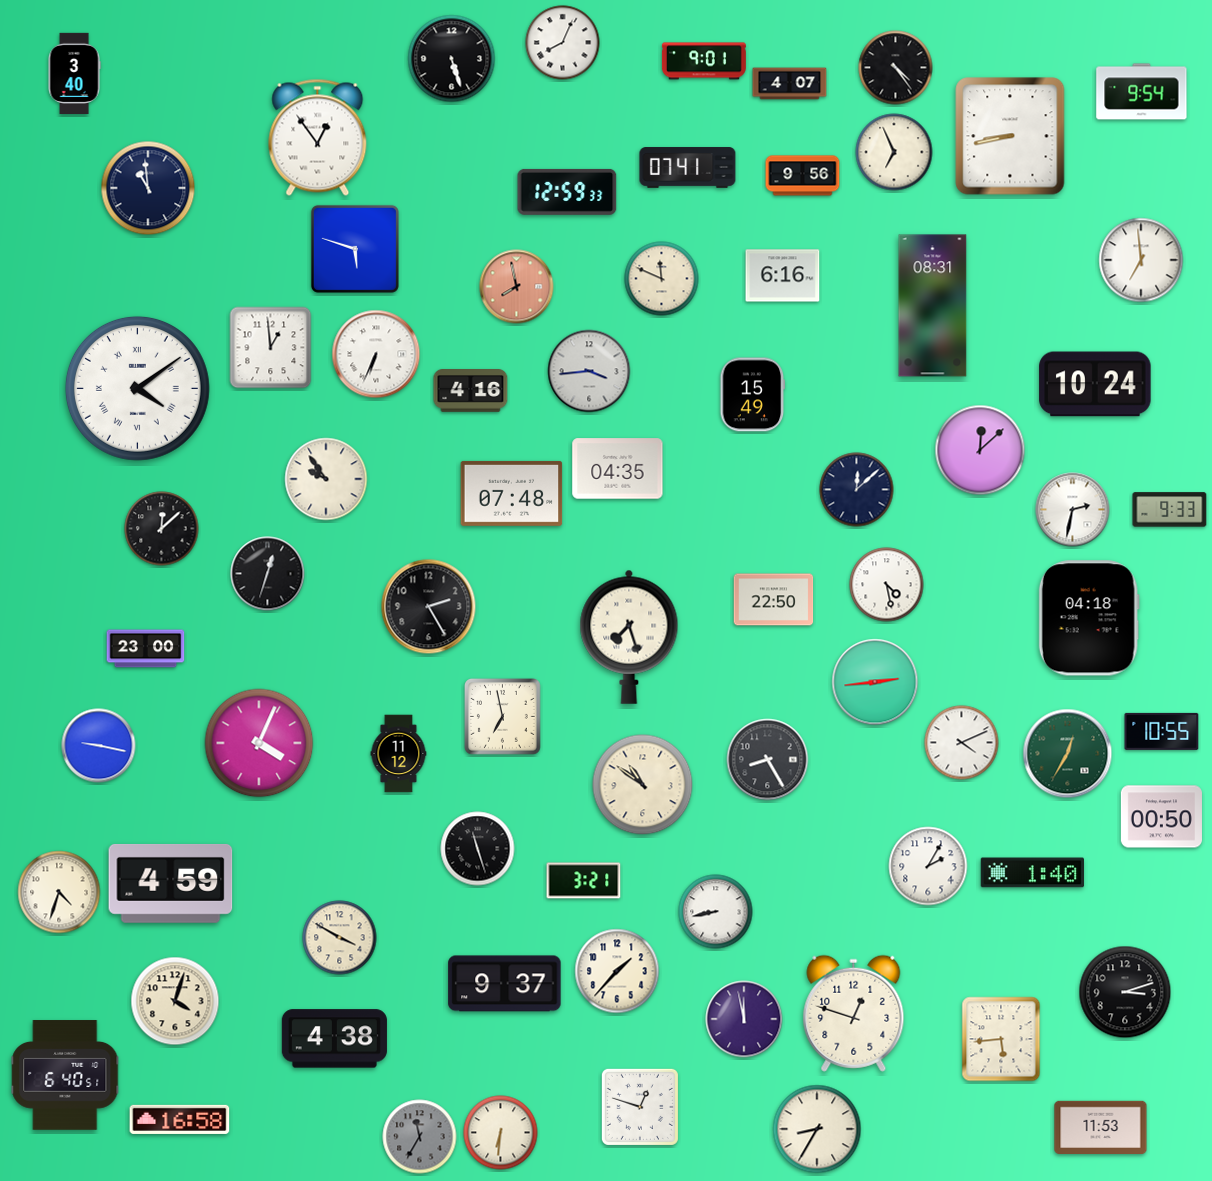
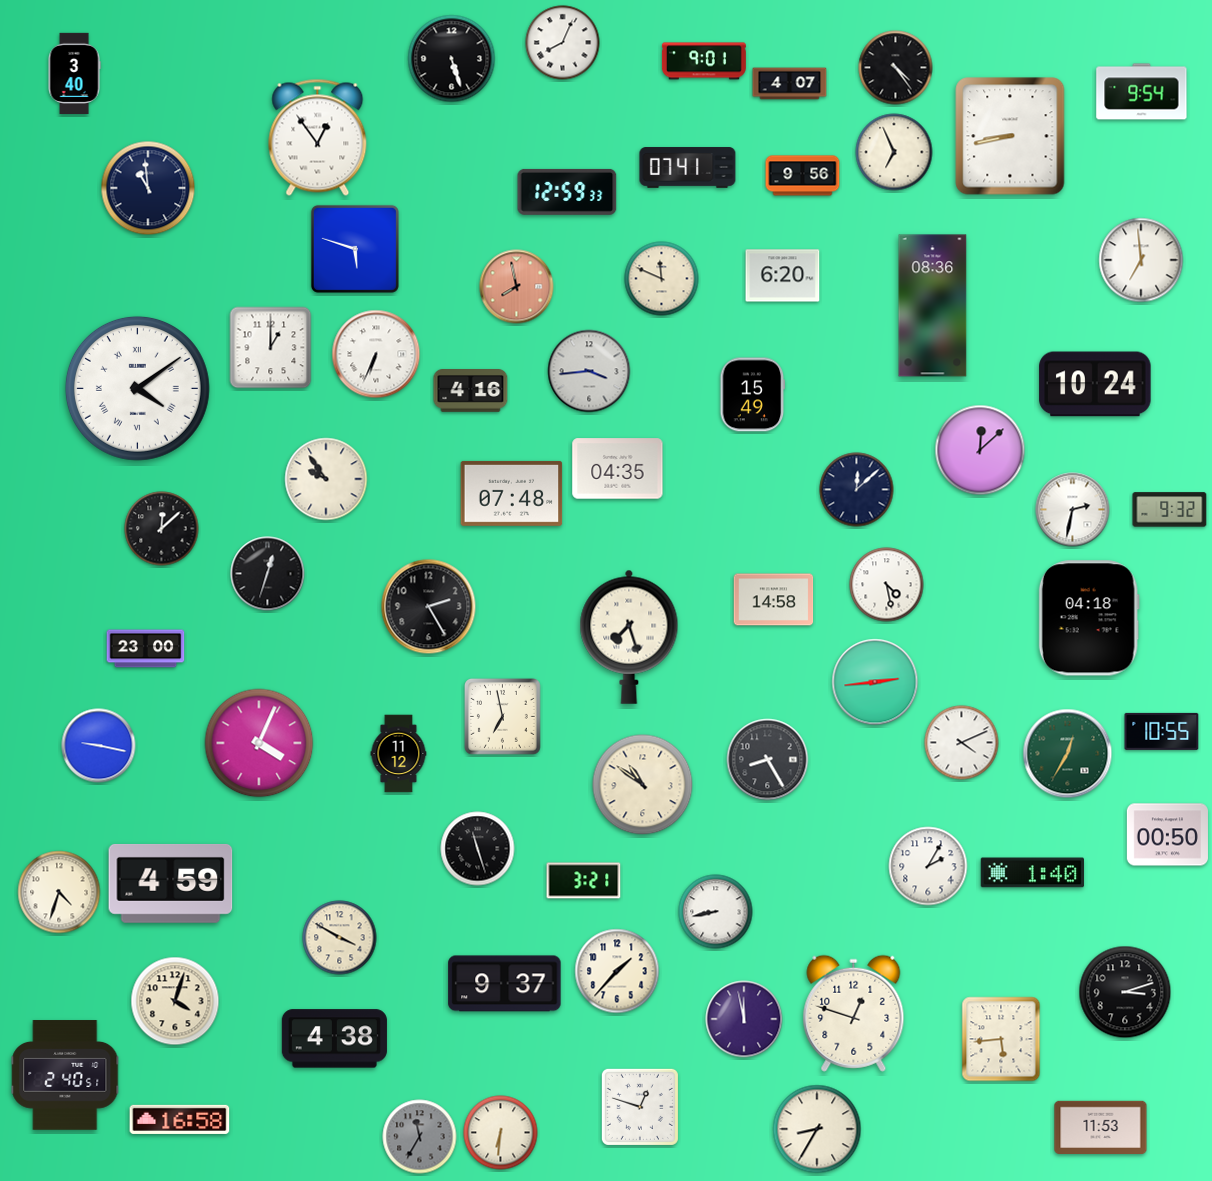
clock at (783, 276): 6:16 -> 6:20
clock at (933, 306): 08:31 -> 08:36
clock at (271, 348): 12:59 -> 1:00
clock at (1170, 510): 9:33 -> 9:32
clock at (774, 600): 22:50 -> 14:58
clock at (1161, 817) position: (1161, 817) -> (1167, 835)
clock at (65, 1075): 6:40 -> 2:40
